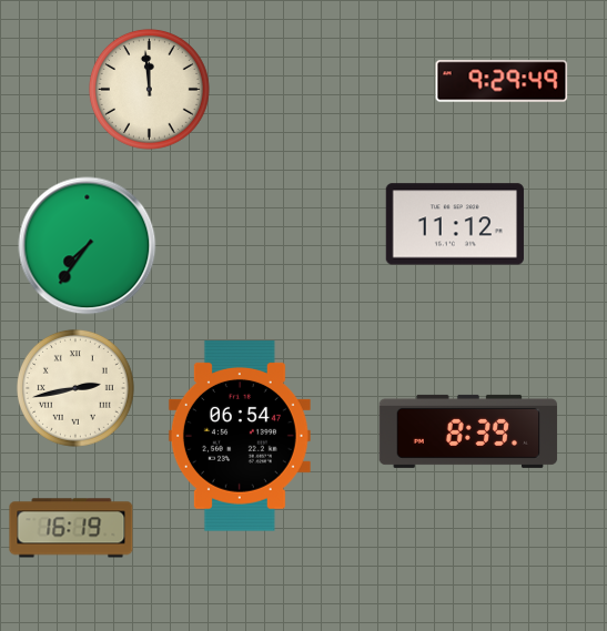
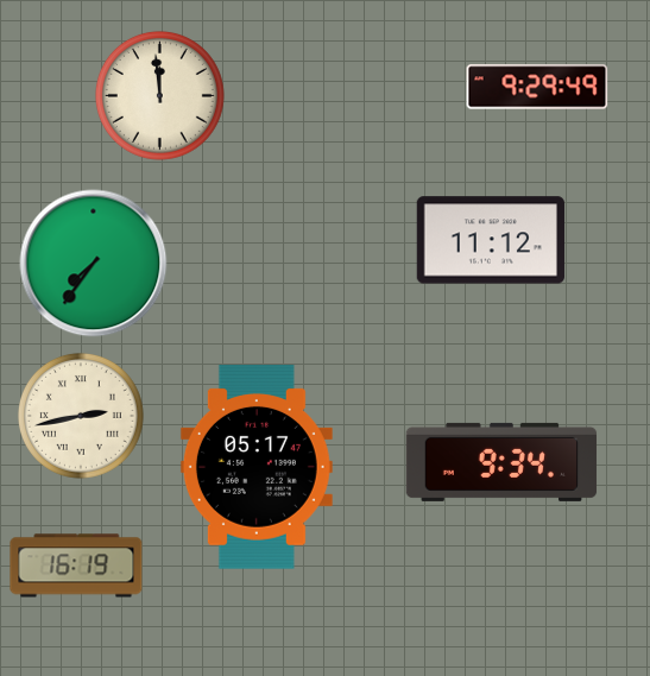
clock at (455, 224) position: (455, 224) -> (491, 240)
clock at (468, 431): 8:39 -> 9:34
clock at (240, 436): 06:54 -> 05:17
